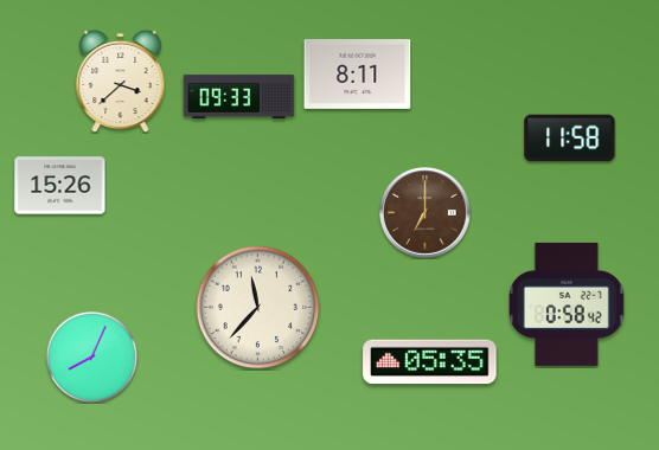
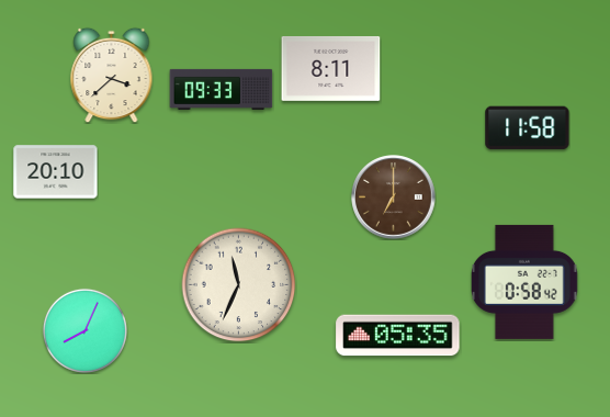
clock at (60, 186): 15:26 -> 20:10
clock at (258, 308): 11:37 -> 11:34
